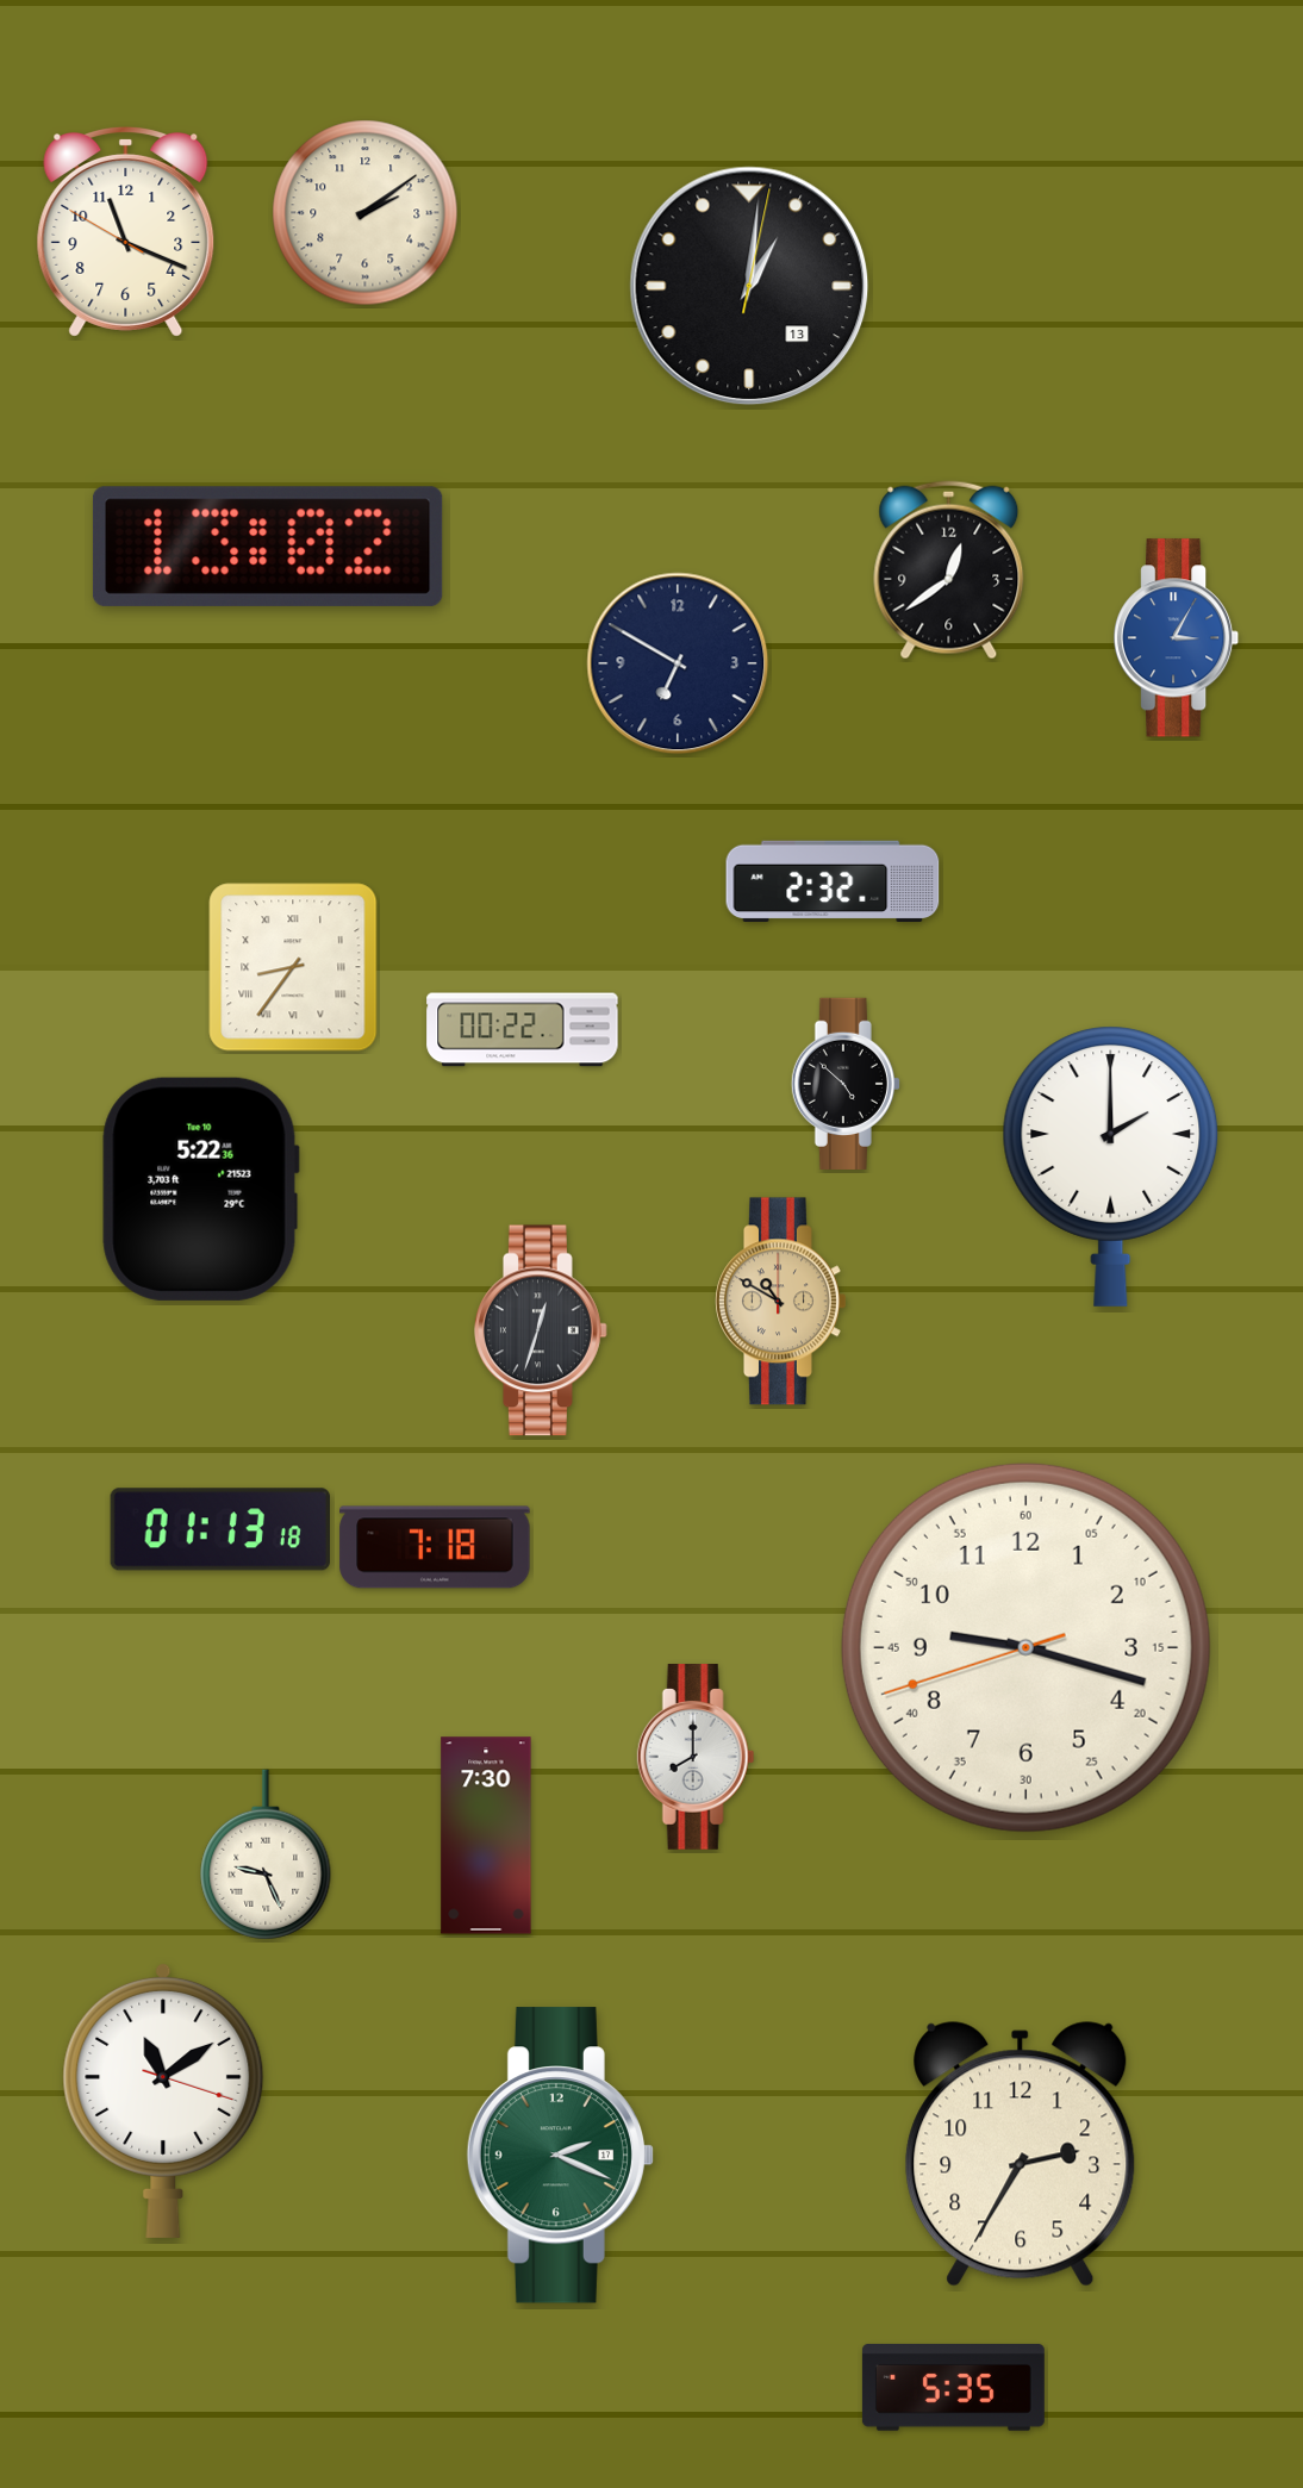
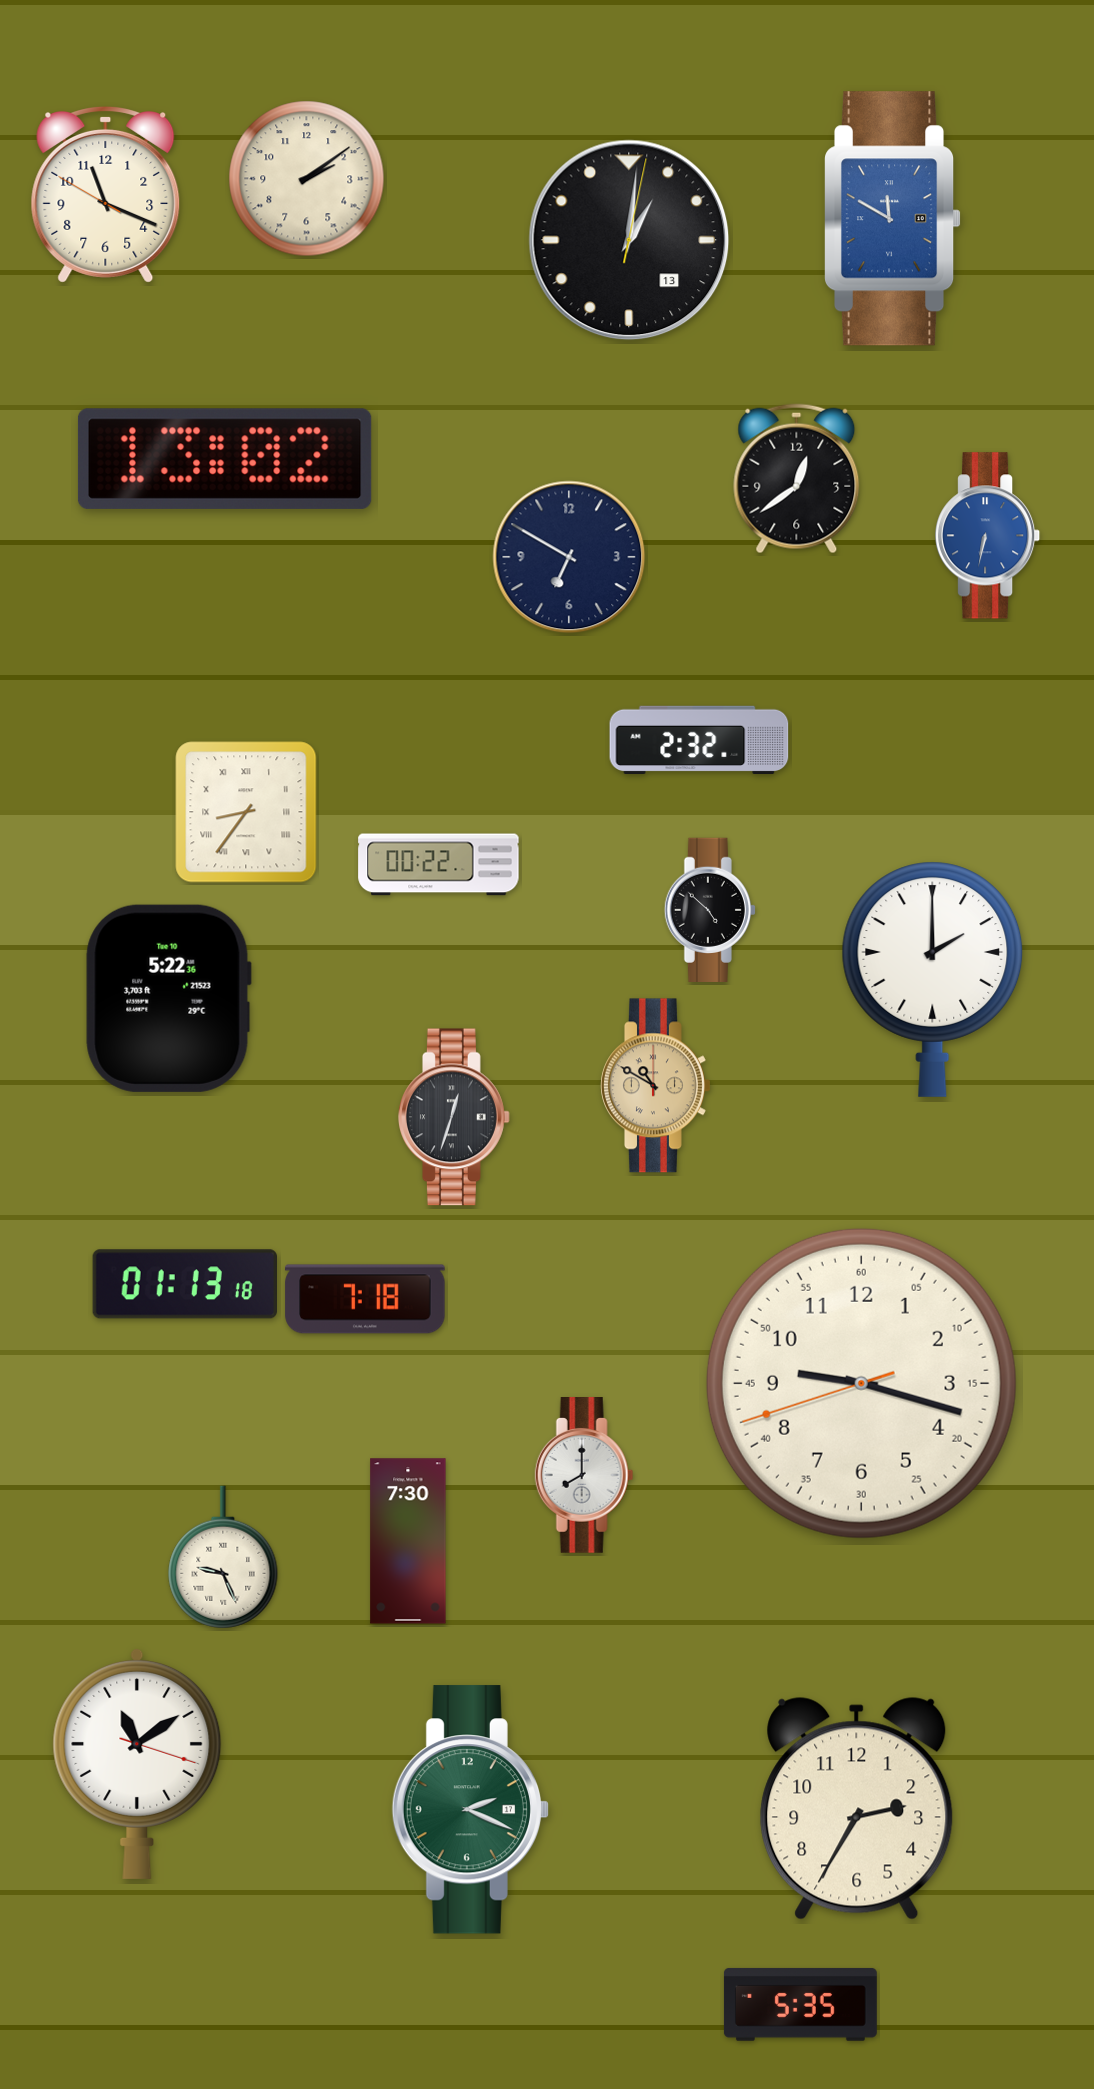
clock at (893, 219): none -> 11:50
clock at (1178, 638): 3:05 -> 6:32
clock at (781, 1302) position: (781, 1302) -> (656, 1086)
